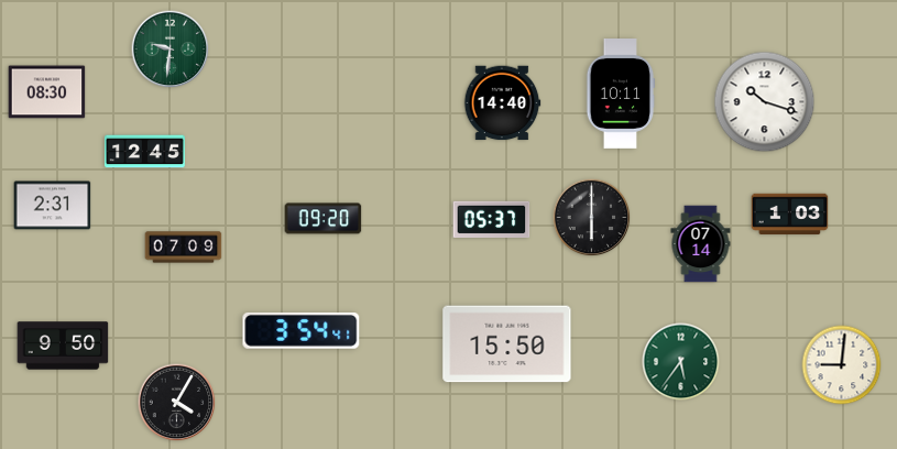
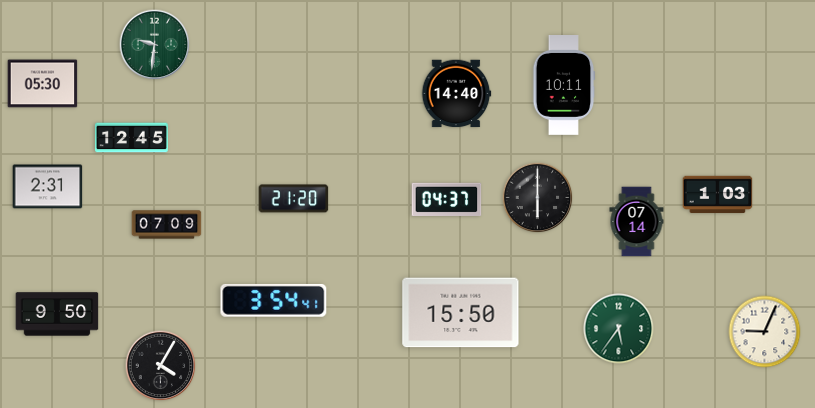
clock at (47, 92): 08:30 -> 05:30
clock at (765, 102): 10:18 -> none
clock at (324, 219): 09:20 -> 21:20
clock at (492, 219): 05:37 -> 04:37
clock at (842, 365): 9:01 -> 9:04
